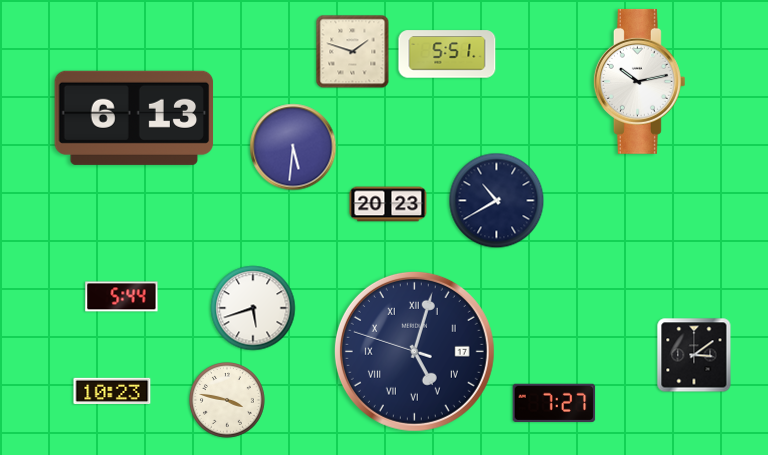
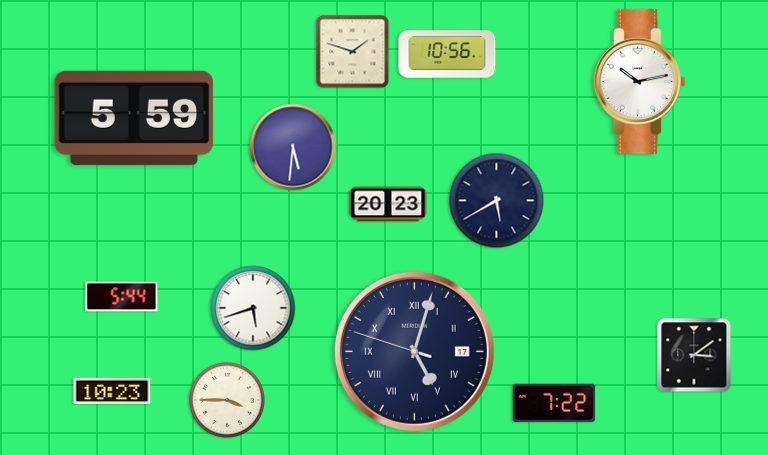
clock at (447, 54): 5:51 -> 10:56
clock at (134, 118): 6:13 -> 5:59
clock at (497, 201): 10:40 -> 5:40
clock at (228, 401): 3:47 -> 3:45
clock at (554, 402): 7:27 -> 7:22
